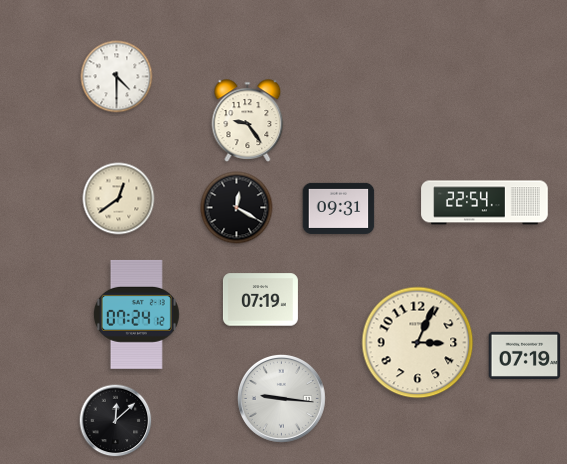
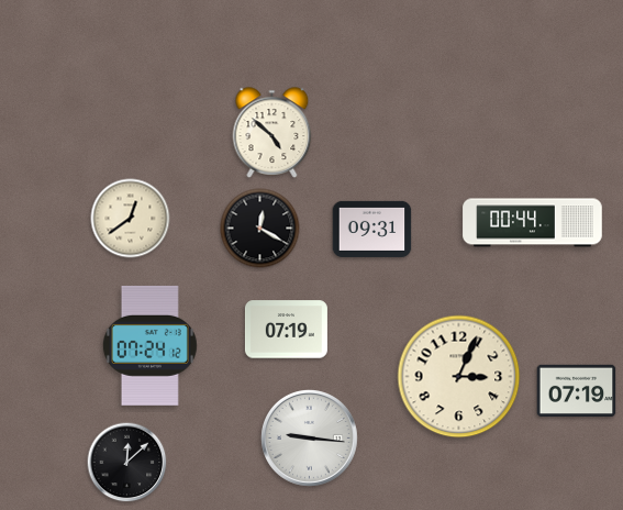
clock at (117, 77): 4:30 -> none
clock at (248, 121): 9:24 -> 4:52
clock at (485, 203): 22:54 -> 00:44
